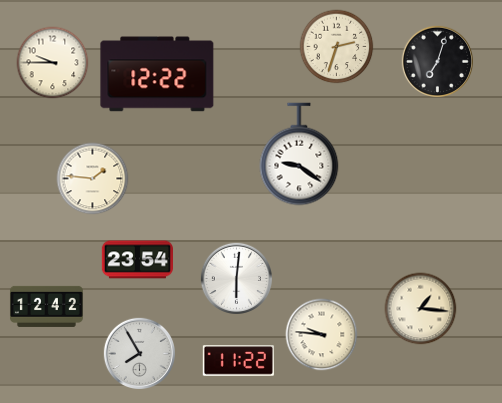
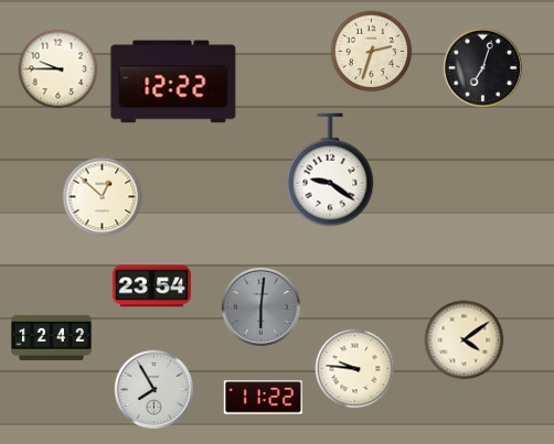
clock at (93, 179): 1:46 -> 12:52
clock at (236, 278) dial: white -> grey
clock at (421, 309): 1:16 -> 4:09
